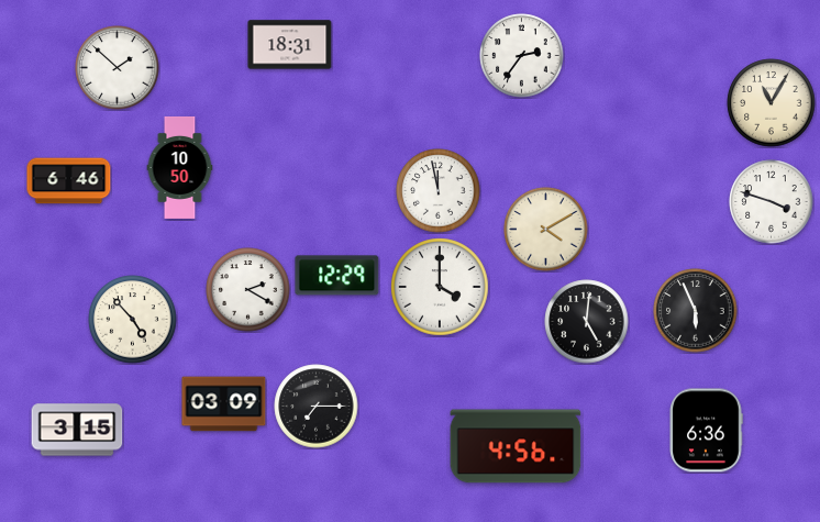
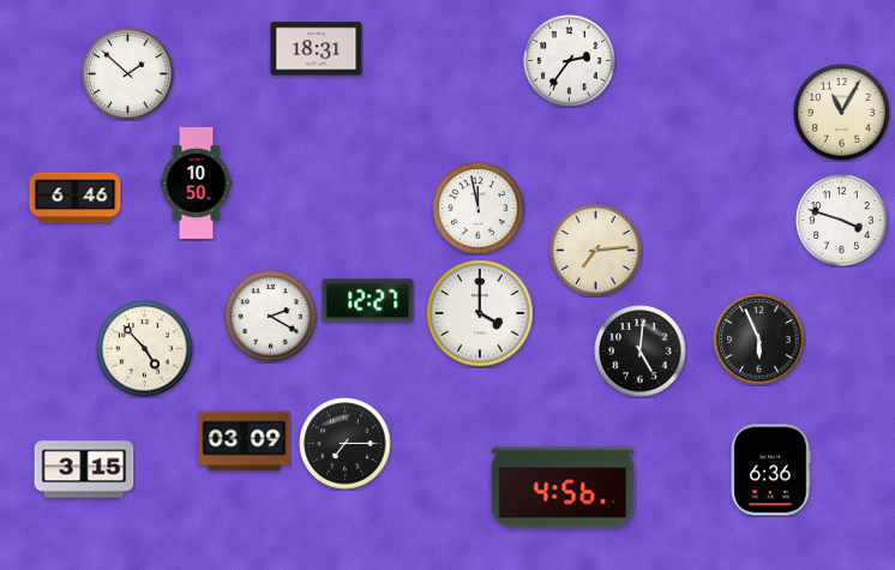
clock at (546, 230): 4:10 -> 7:14
clock at (337, 276): 12:29 -> 12:27
